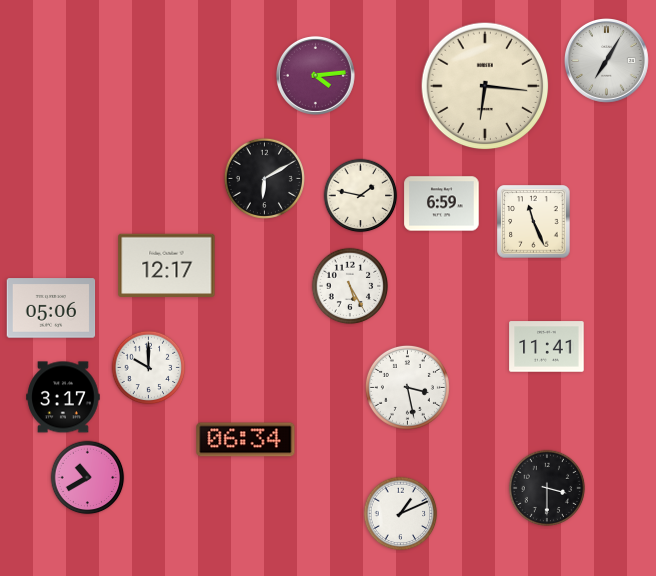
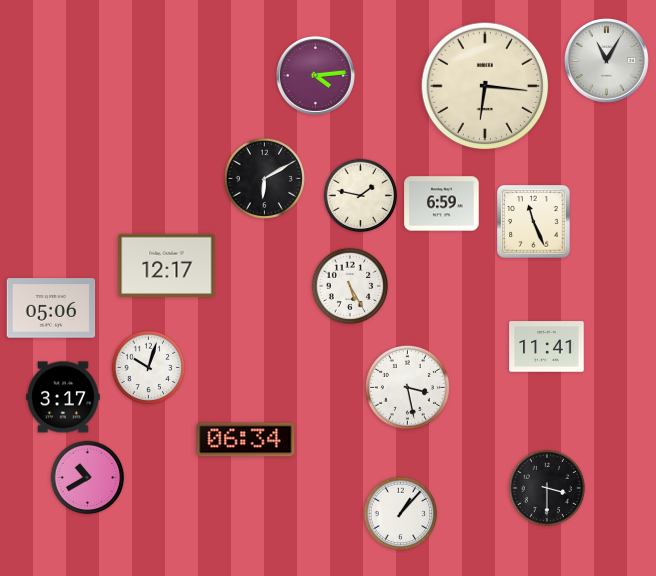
clock at (607, 61): 7:05 -> 11:05
clock at (149, 368): 10:00 -> 10:03
clock at (401, 514): 1:11 -> 1:07
